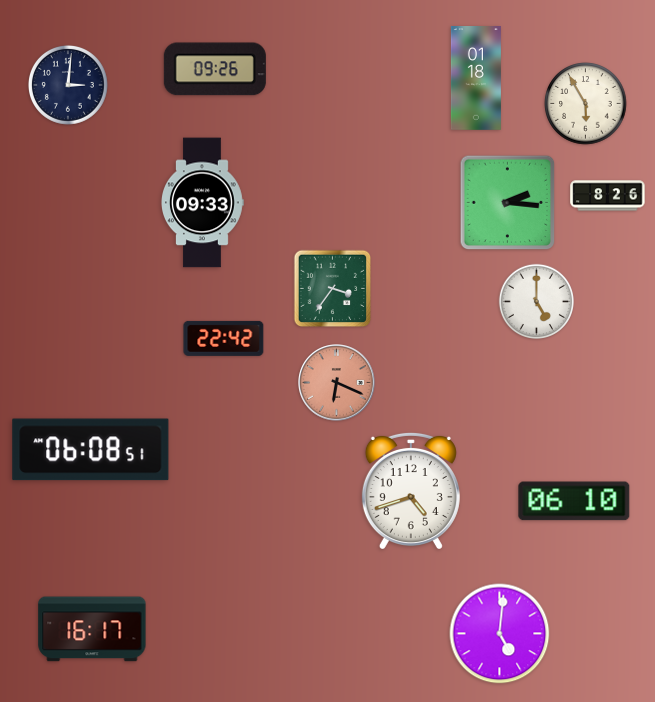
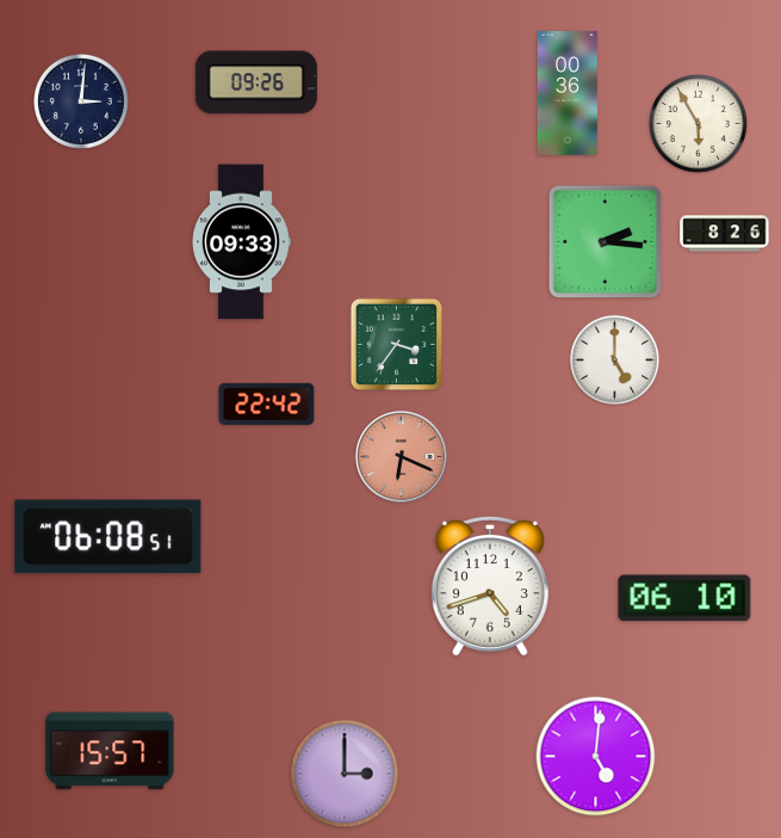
clock at (476, 79): 01:18 -> 00:36
clock at (536, 301) position: (536, 301) -> (614, 359)
clock at (92, 629): 16:17 -> 15:57
clock at (345, 774): none -> 3:00
